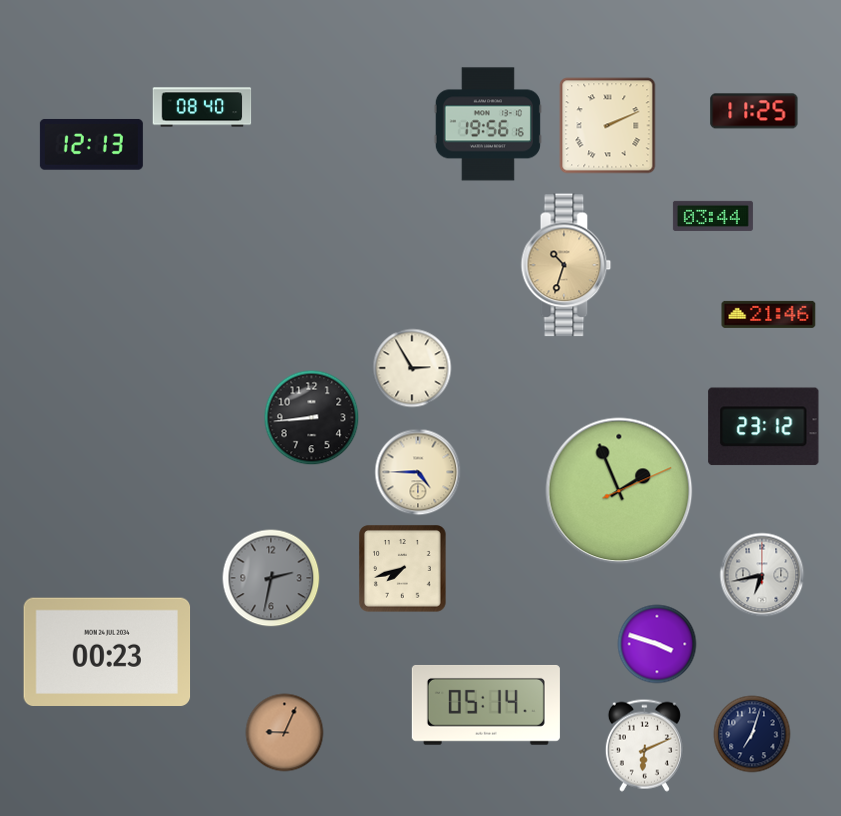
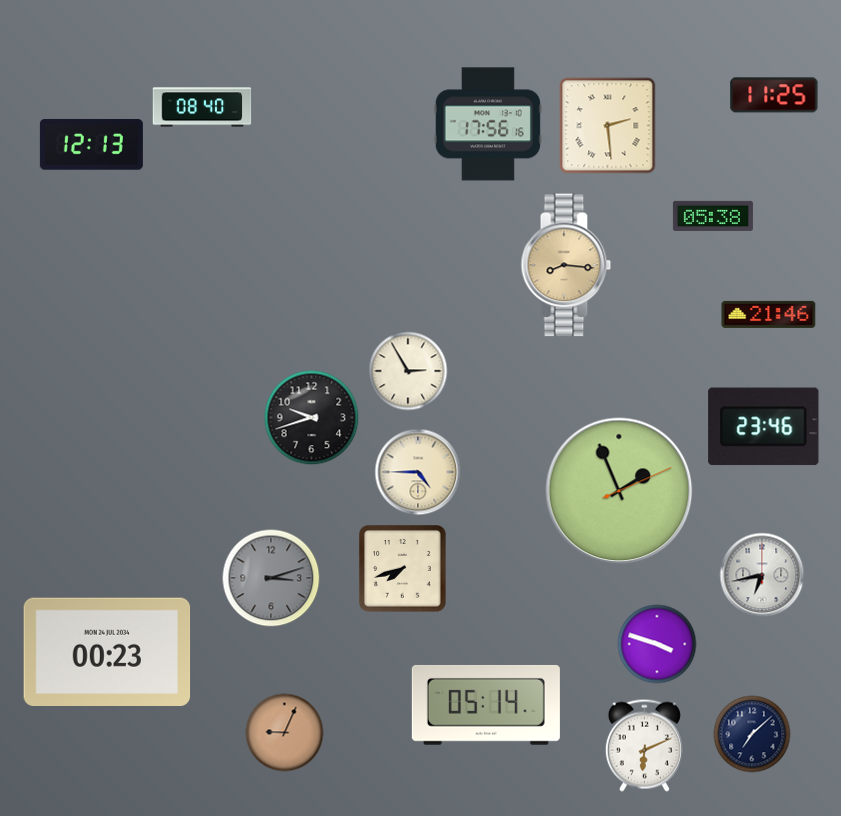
clock at (754, 111) position: (754, 111) -> (774, 95)
clock at (488, 124): 19:56 -> 17:56
clock at (608, 126): 2:11 -> 2:29
clock at (713, 216): 03:44 -> 05:38
clock at (566, 265): 10:33 -> 8:16
clock at (412, 368) position: (412, 368) -> (408, 371)
clock at (312, 418): 8:44 -> 9:42
clock at (764, 427): 23:12 -> 23:46
clock at (271, 578): 2:32 -> 3:12
clock at (752, 734): 7:03 -> 7:08
